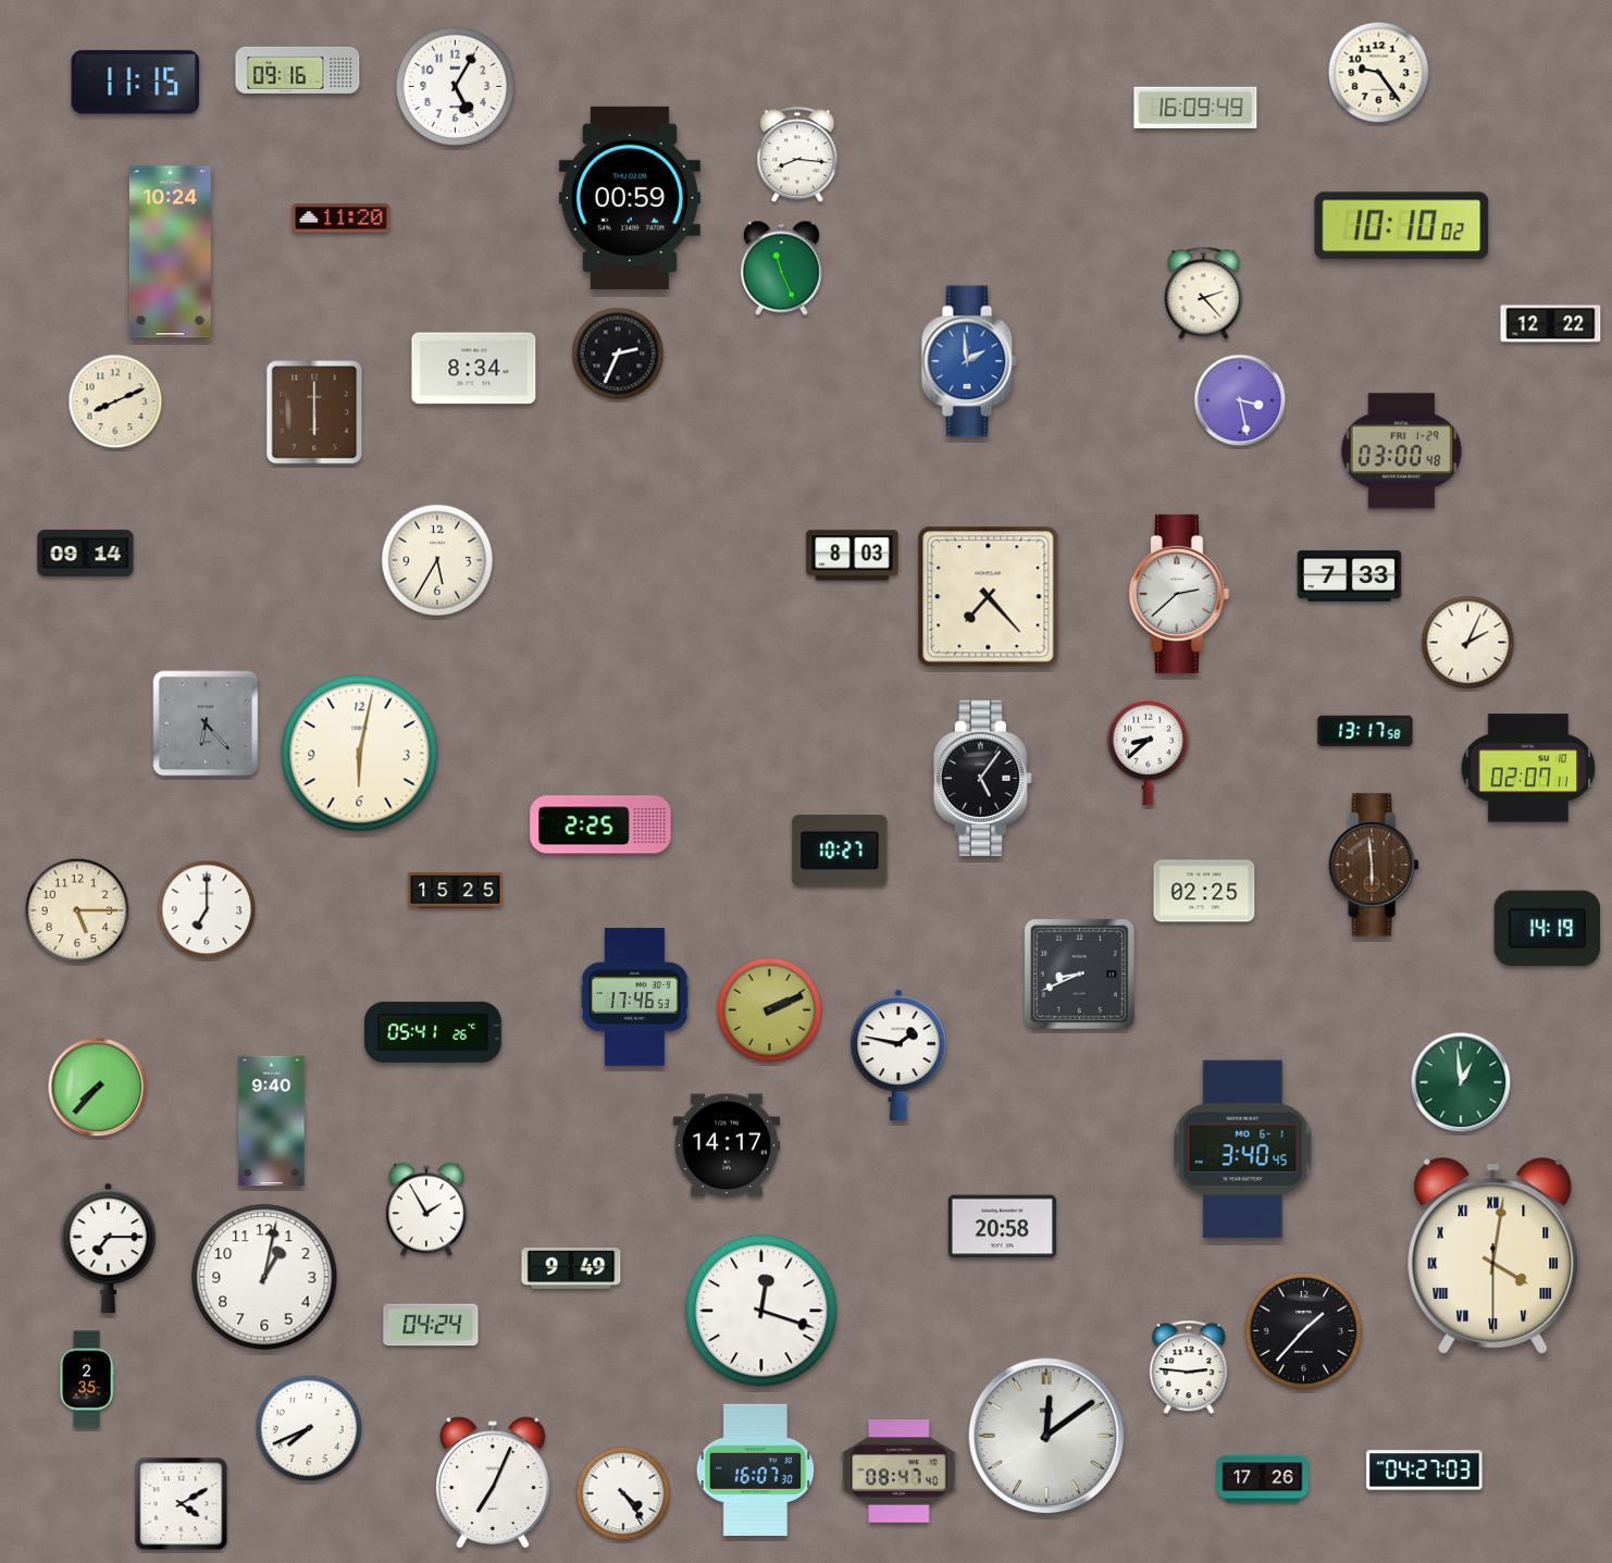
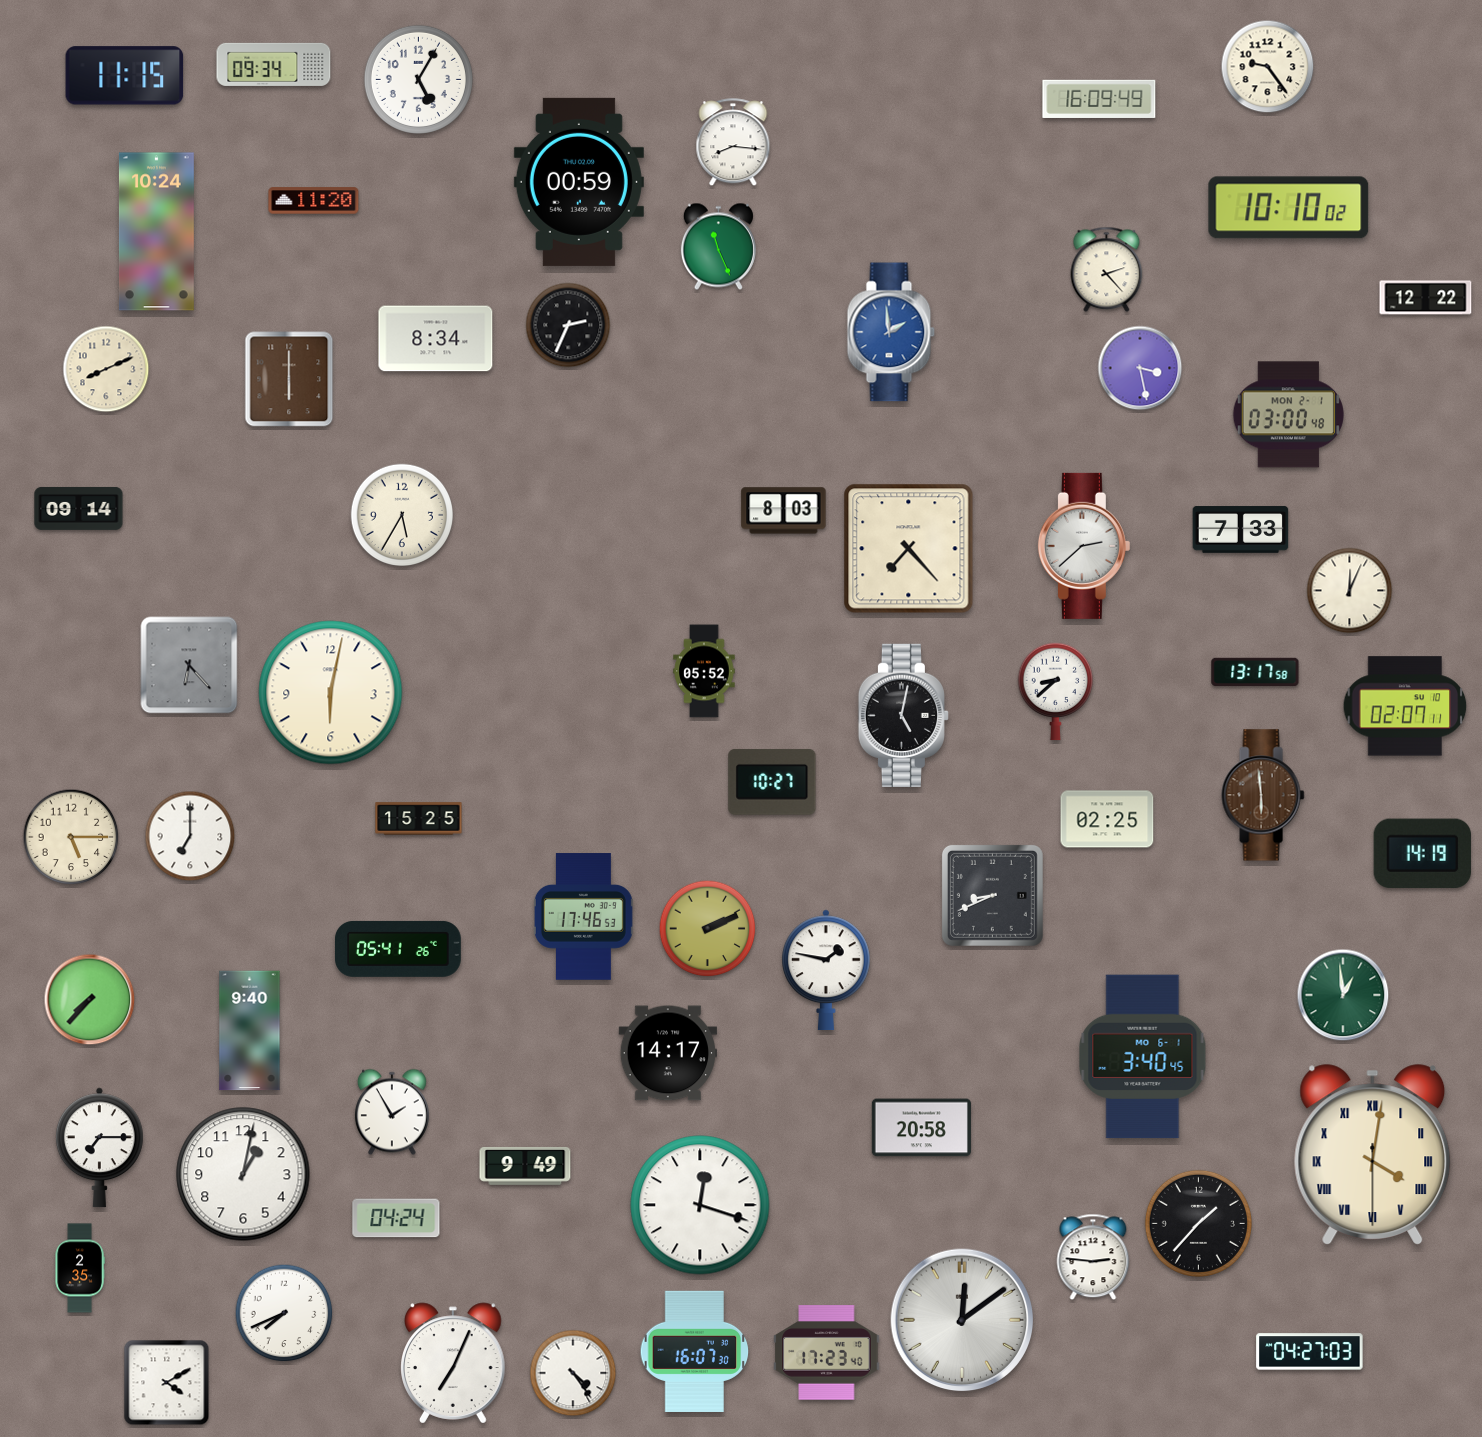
clock at (298, 70): 09:16 -> 09:34
clock at (1401, 451) date: FRI 1-29 -> MON 2-1
clock at (1468, 643): 2:04 -> 12:04
clock at (704, 671): none -> 05:52
clock at (982, 778): 5:06 -> 5:02
clock at (600, 824): 2:25 -> none
clock at (900, 1472): 08:47 -> 17:23
clock at (1263, 1479): 17:26 -> none
